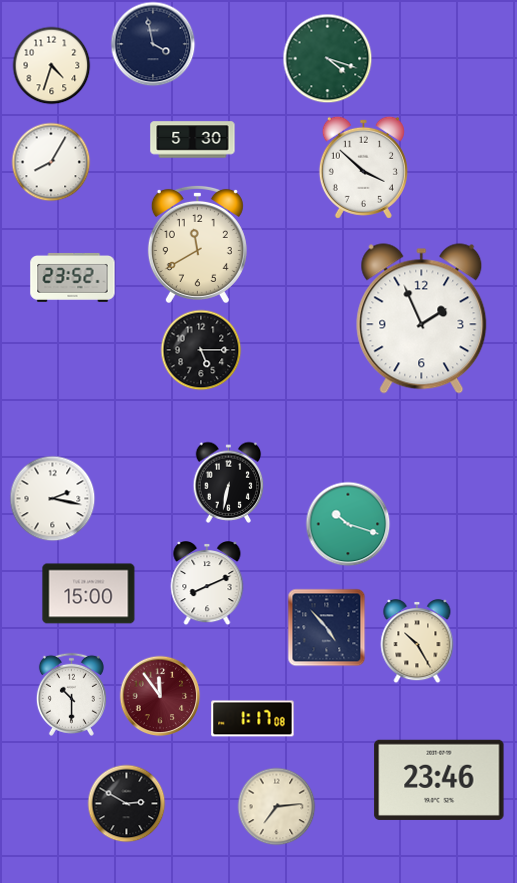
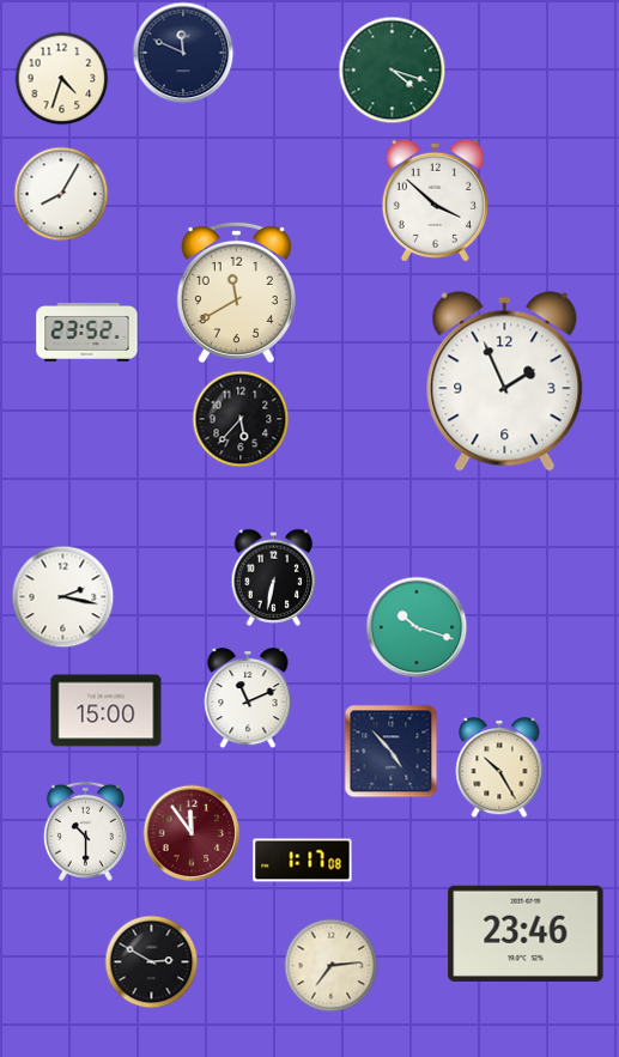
clock at (153, 44): 3:58 -> 11:49
clock at (193, 140): 5:30 -> none
clock at (201, 350): 5:15 -> 5:37
clock at (207, 584): 8:11 -> 11:11
